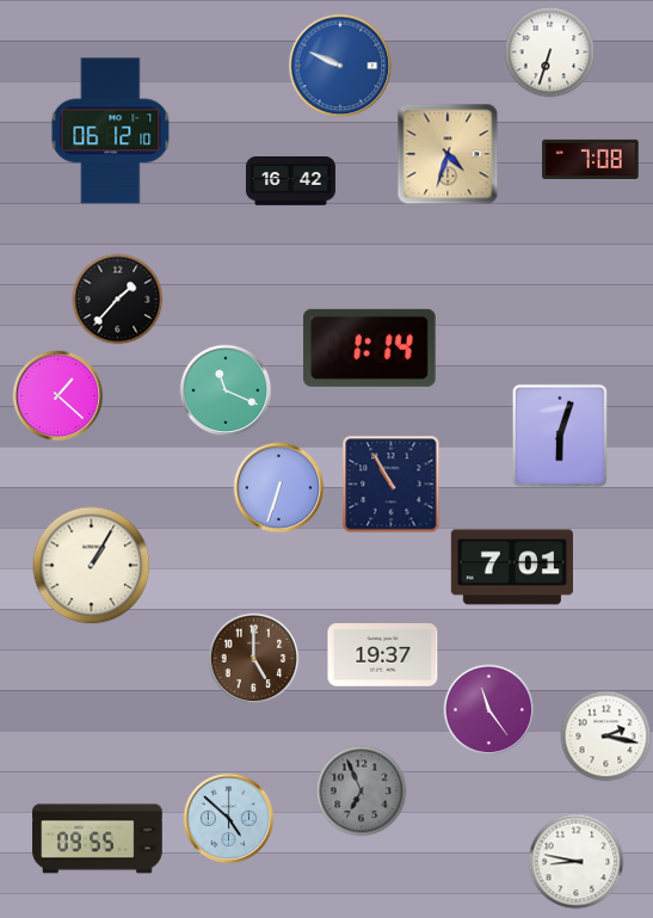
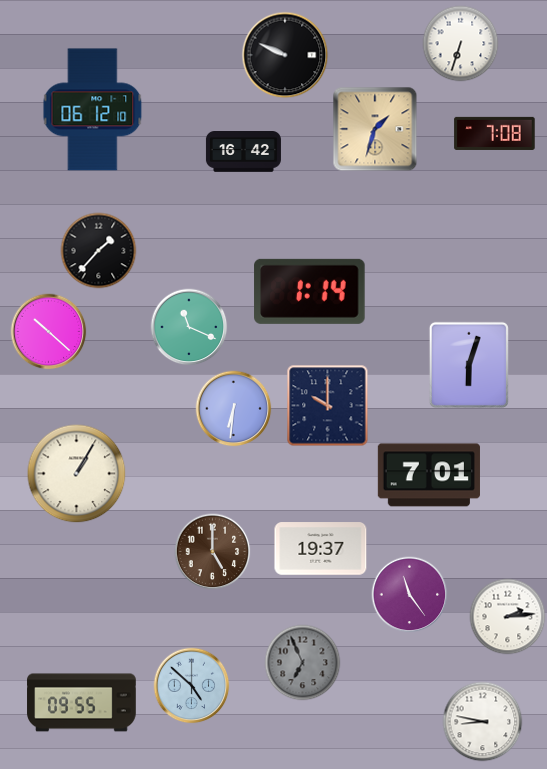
clock at (340, 66) dial: blue -> black
clock at (448, 154): 4:33 -> 1:33
clock at (58, 396): 1:22 -> 10:22
clock at (392, 485): 10:55 -> 10:00
clock at (279, 488): 6:33 -> 6:31
clock at (606, 737): 2:17 -> 2:14
